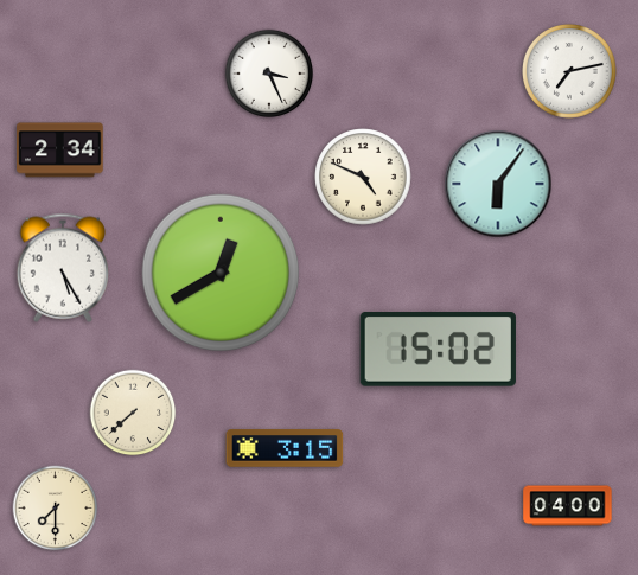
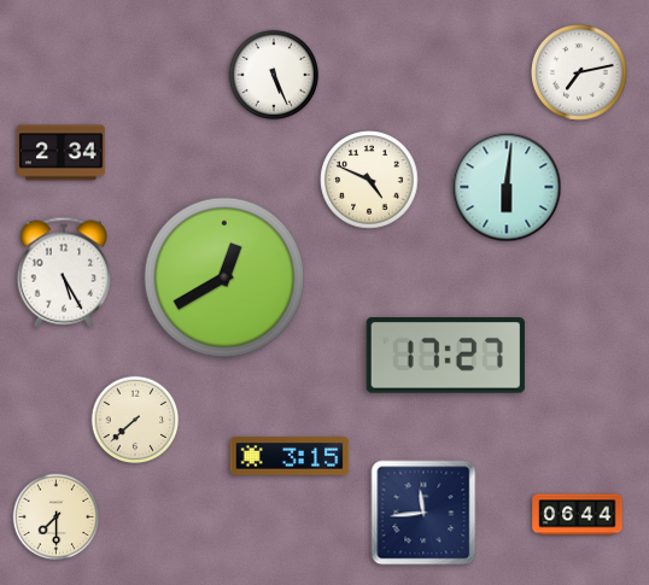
clock at (269, 74): 3:26 -> 5:26
clock at (498, 184): 6:06 -> 6:01
clock at (438, 350): 15:02 -> 17:27
clock at (423, 513): none -> 11:44
clock at (568, 506): 04:00 -> 06:44
